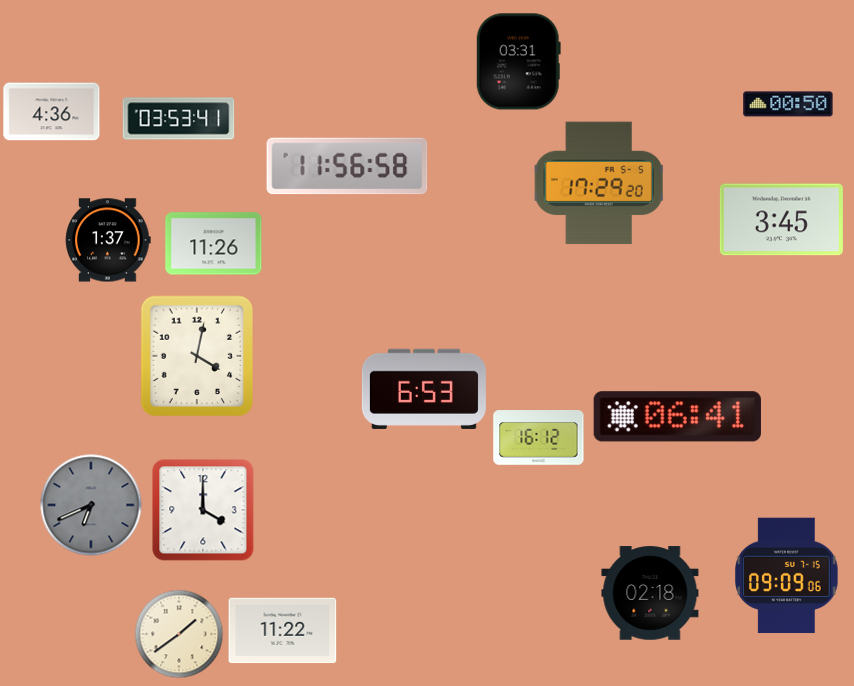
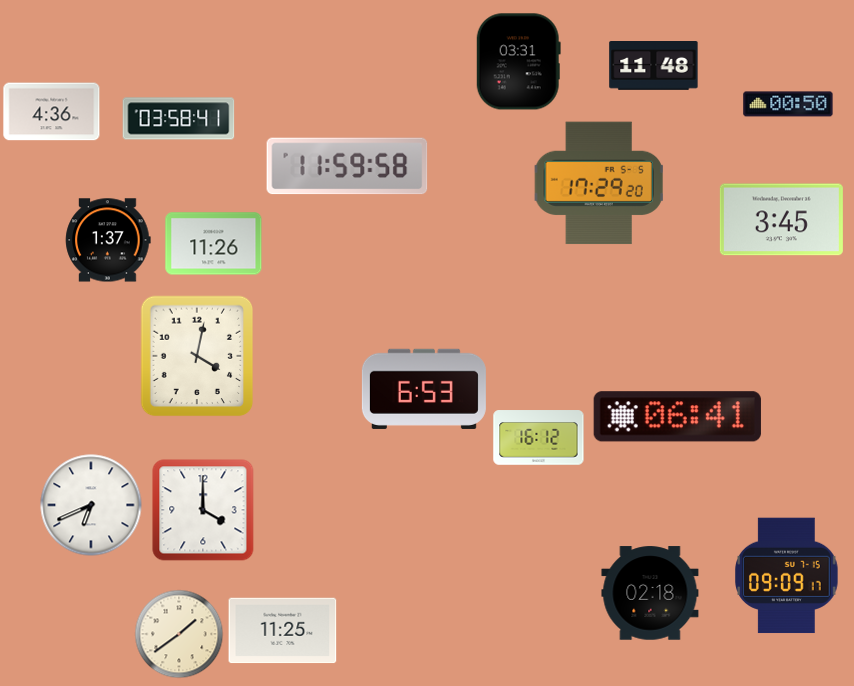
clock at (654, 66): none -> 11:48
clock at (179, 119): 03:53 -> 03:58
clock at (347, 166): 11:56 -> 11:59
clock at (91, 505) dial: grey -> white
clock at (787, 576): 09:09:06 -> 09:09:17
clock at (283, 631): 11:22 -> 11:25
